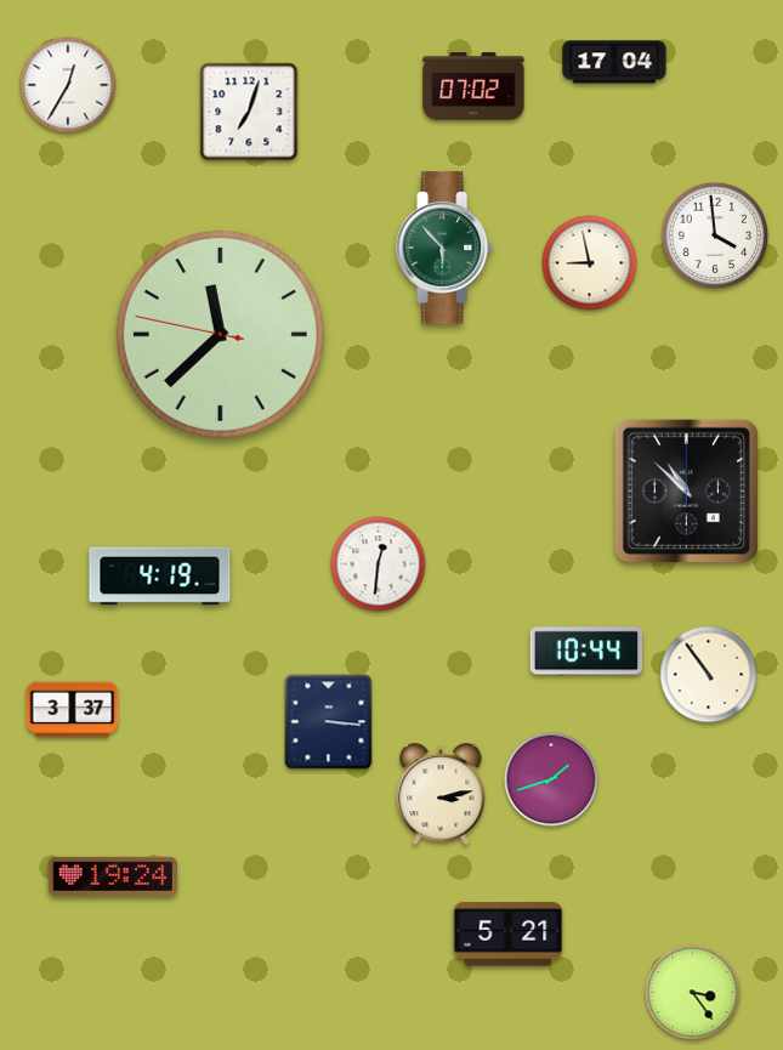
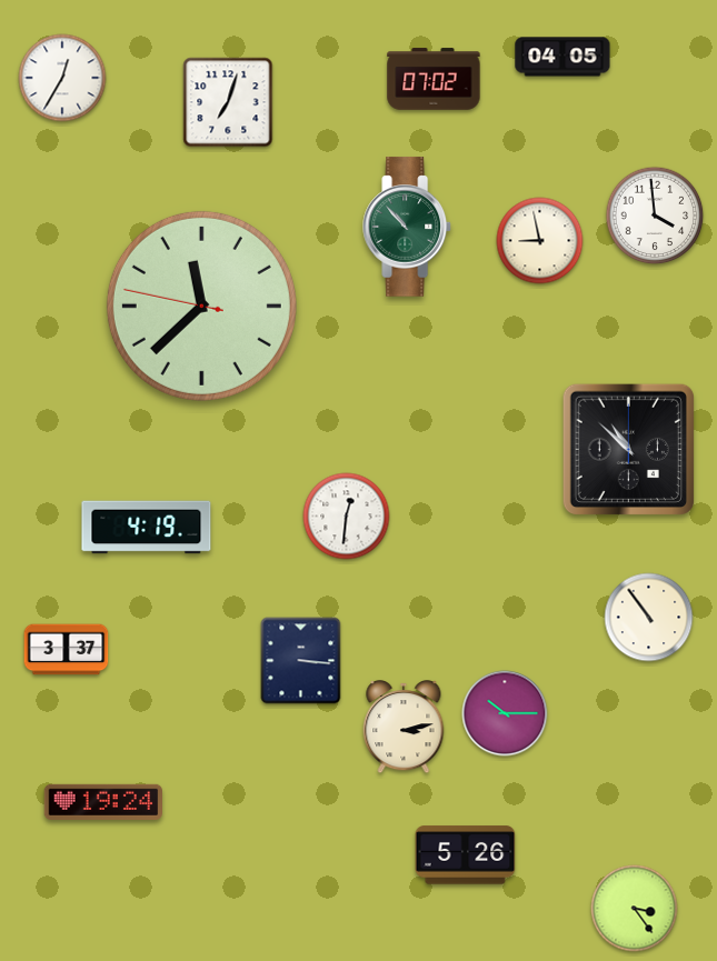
clock at (614, 62): 17:04 -> 04:05
clock at (446, 248): 5:53 -> 10:53
clock at (585, 651): 10:44 -> none
clock at (551, 779): 1:42 -> 10:15
clock at (509, 935): 5:21 -> 5:26
